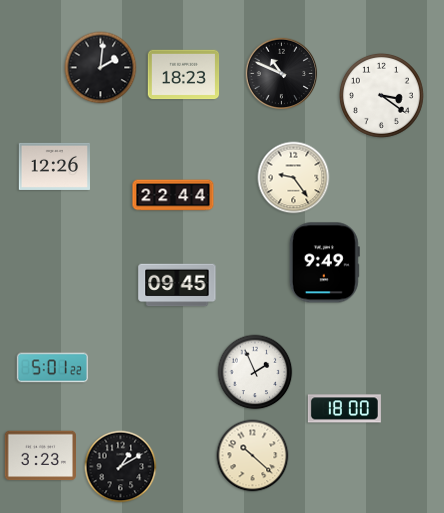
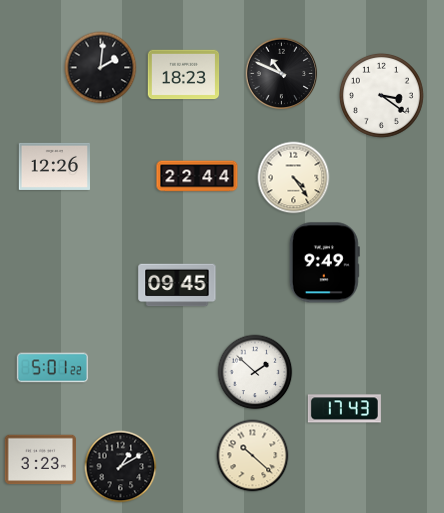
clock at (294, 178): 9:24 -> 4:24
clock at (173, 195) position: (173, 195) -> (197, 176)
clock at (255, 372): 1:56 -> 1:52
clock at (344, 409): 18:00 -> 17:43
clock at (40, 456) position: (40, 456) -> (40, 460)
